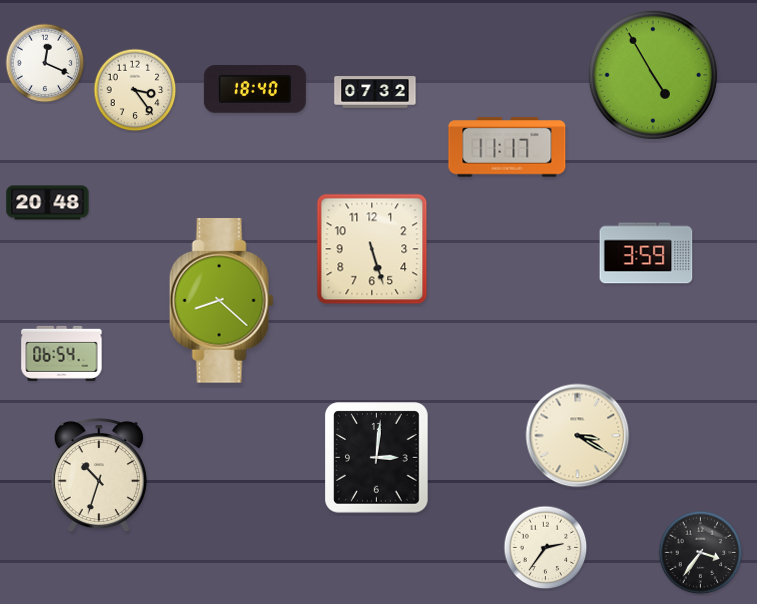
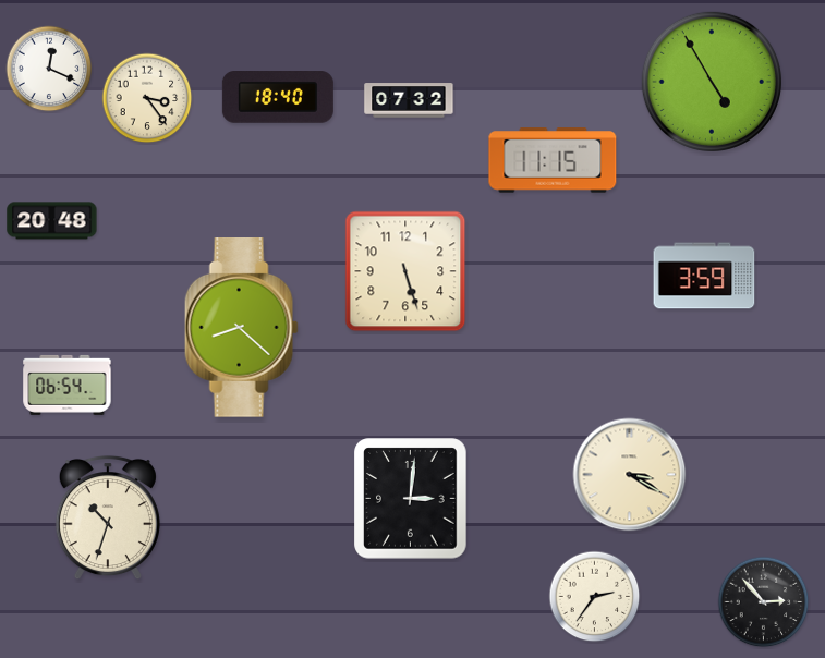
clock at (507, 147): 11:17 -> 11:15
clock at (701, 553): 3:36 -> 2:53
